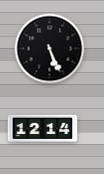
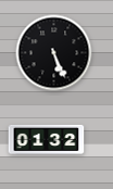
clock at (43, 128): 12:14 -> 01:32
